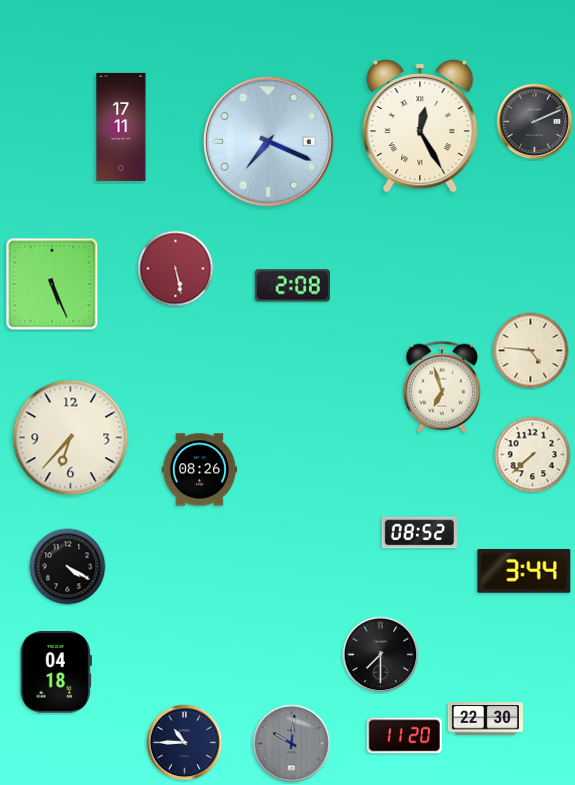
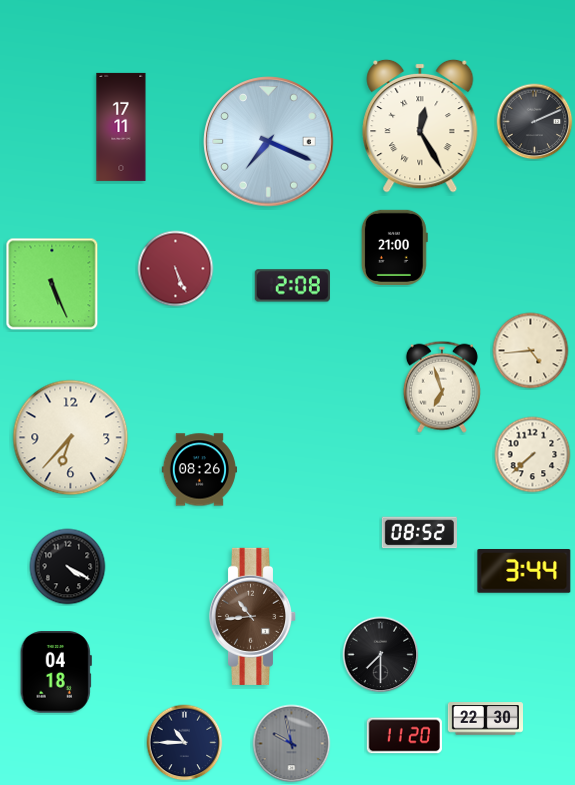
clock at (394, 247): none -> 21:00
clock at (176, 269): 5:28 -> 5:26
clock at (531, 351): 4:46 -> 4:44
clock at (253, 616): none -> 10:44
clock at (292, 744): 10:01 -> 9:58
